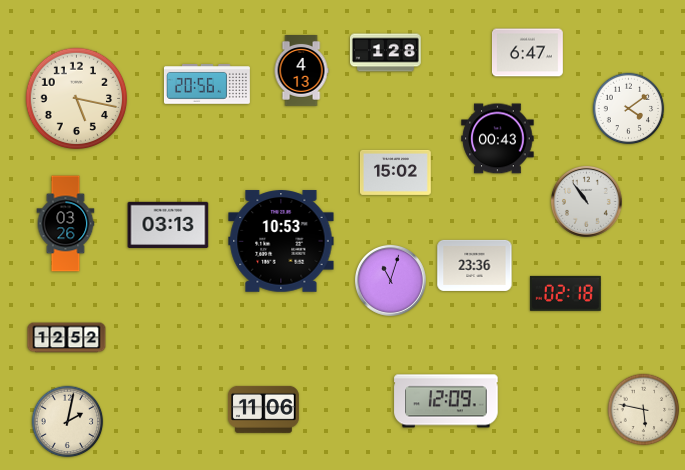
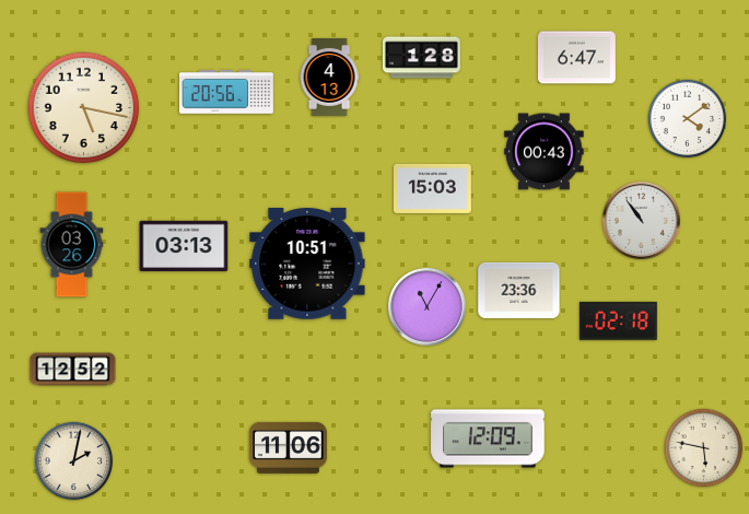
clock at (396, 172): 15:02 -> 15:03
clock at (281, 241): 10:53 -> 10:51
clock at (390, 280): 11:03 -> 11:05
